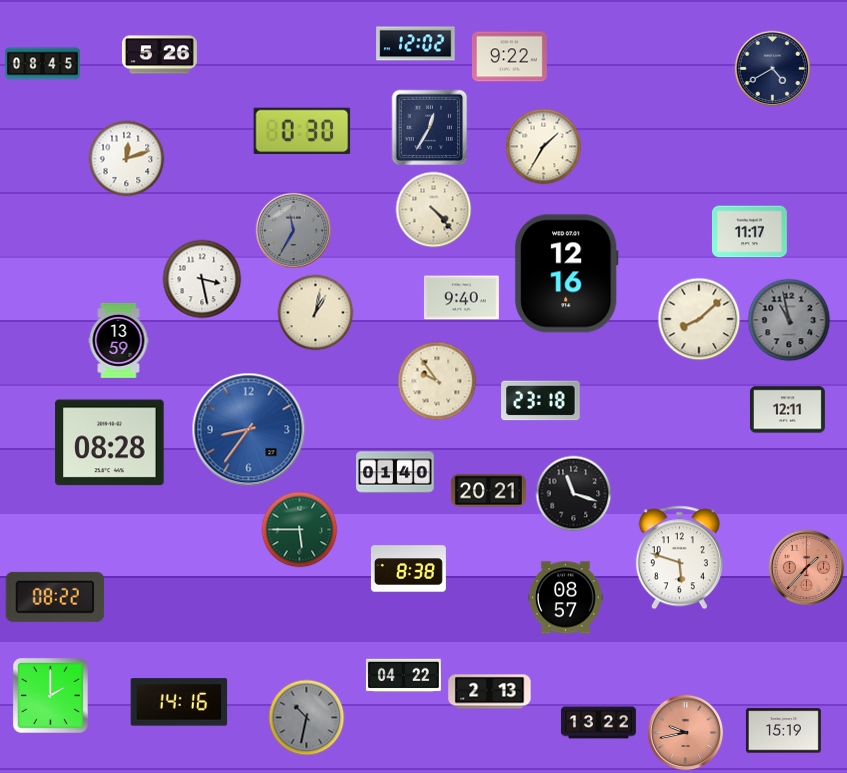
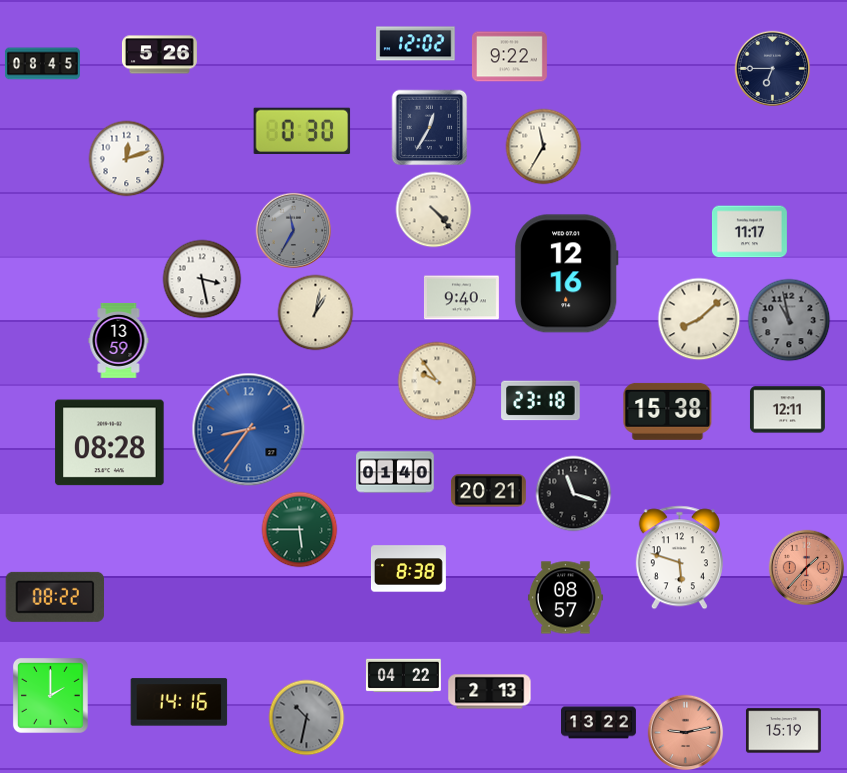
clock at (773, 69): 4:40 -> 6:45
clock at (544, 147): 1:35 -> 11:35
clock at (668, 411): none -> 15:38
clock at (686, 733): 9:43 -> 9:13
